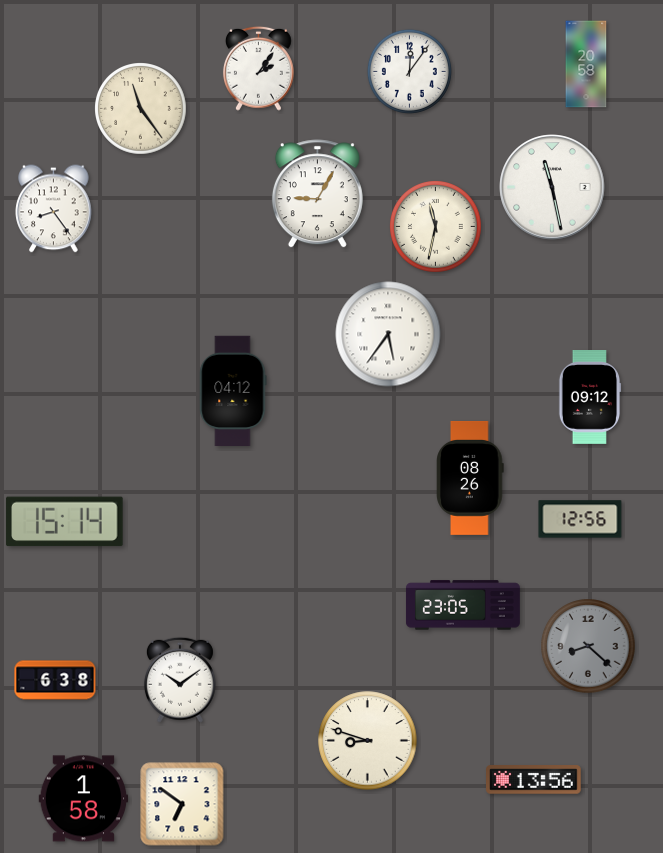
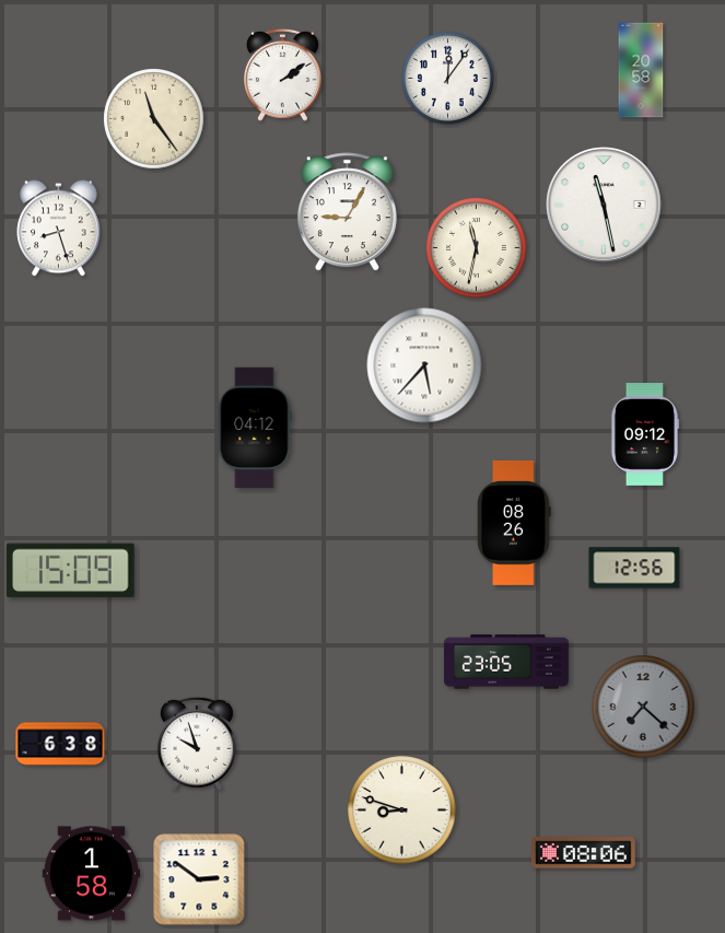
clock at (258, 68): 2:06 -> 2:09
clock at (54, 209): 8:24 -> 8:27
clock at (388, 334): 5:36 -> 5:37
clock at (65, 522): 15:14 -> 15:09
clock at (588, 646): 8:22 -> 7:22
clock at (180, 680): 10:09 -> 9:57
clock at (534, 780): 13:56 -> 08:06
clock at (182, 804): 6:51 -> 2:51
